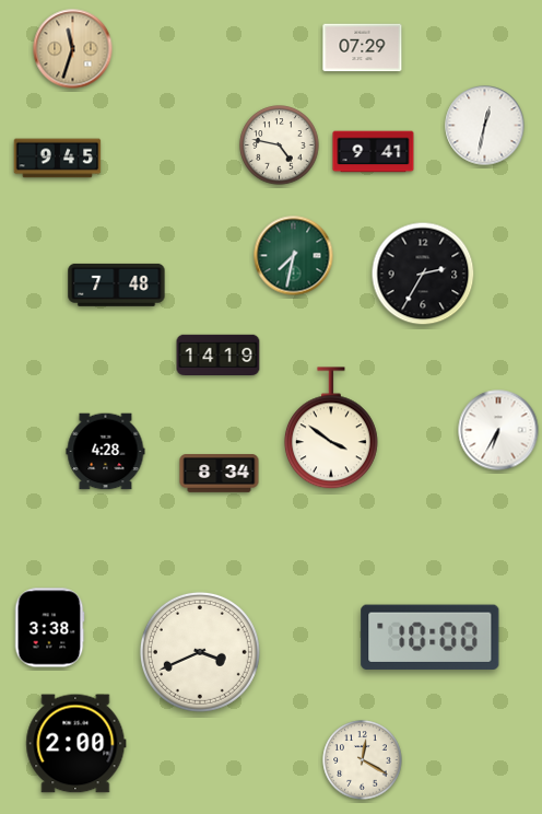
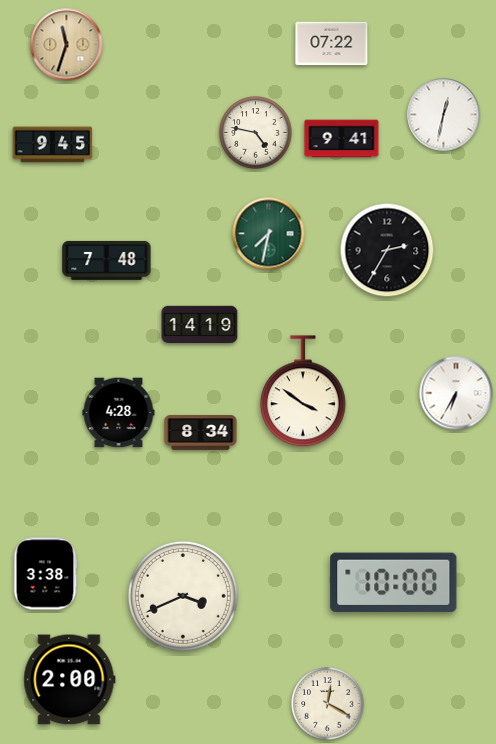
clock at (363, 48): 07:29 -> 07:22
clock at (106, 452) position: (106, 452) -> (119, 413)
clock at (363, 760) position: (363, 760) -> (328, 704)
